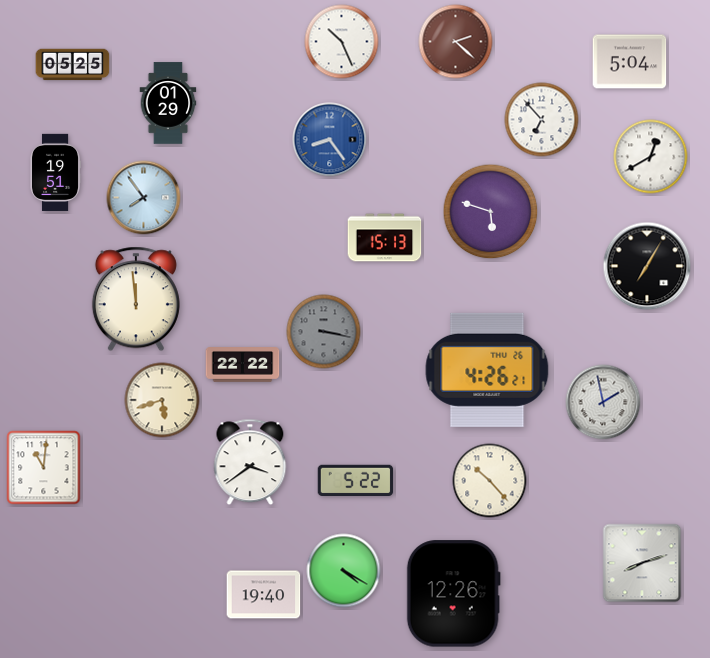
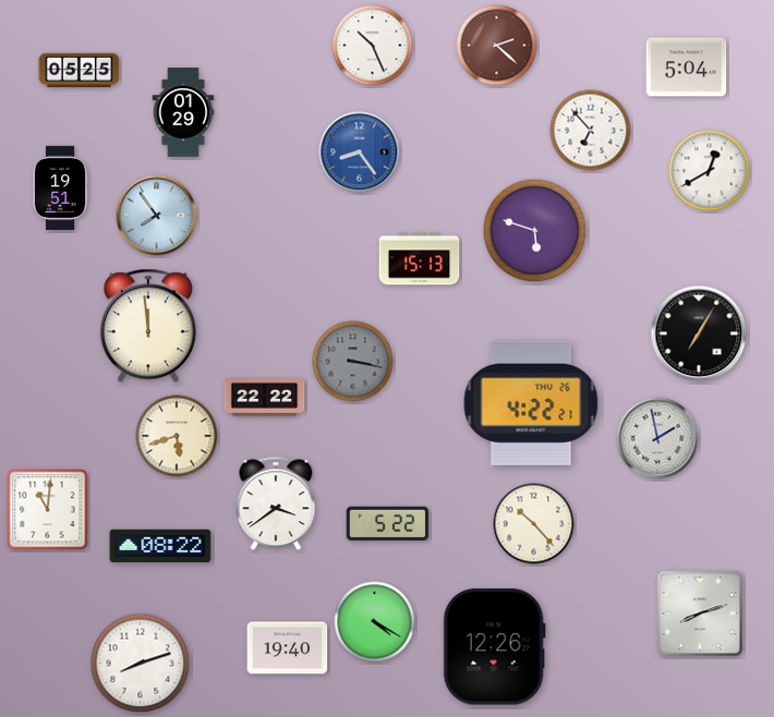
clock at (647, 266) position: (647, 266) -> (699, 333)
clock at (487, 370): 4:26 -> 4:22
clock at (250, 462) position: (250, 462) -> (276, 503)
clock at (160, 546): none -> 08:22
clock at (141, 664): none -> 8:12
